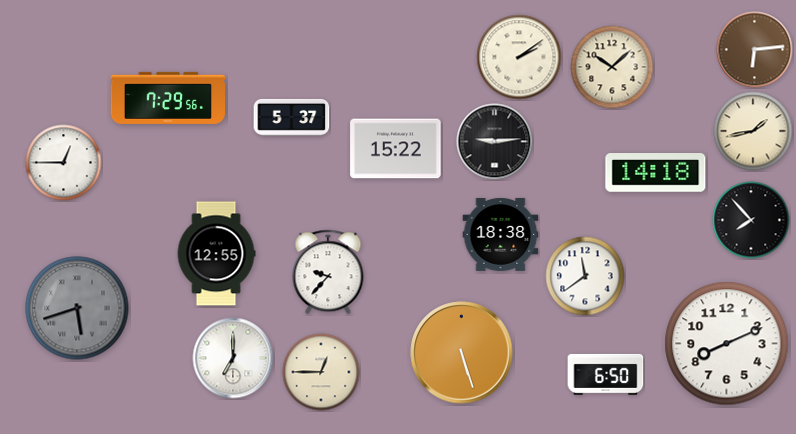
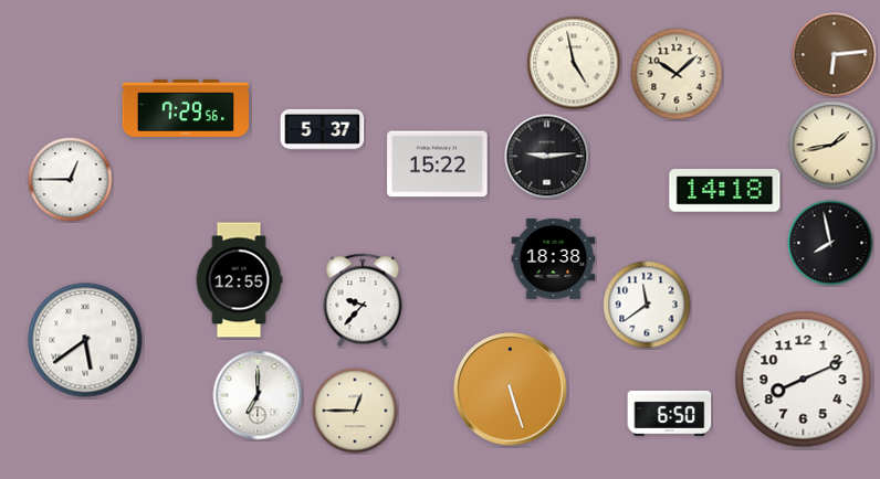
clock at (519, 57): 2:09 -> 4:58
clock at (751, 220): 7:53 -> 7:58
clock at (77, 308): 5:42 -> 5:39
clock at (77, 308) dial: grey -> white
